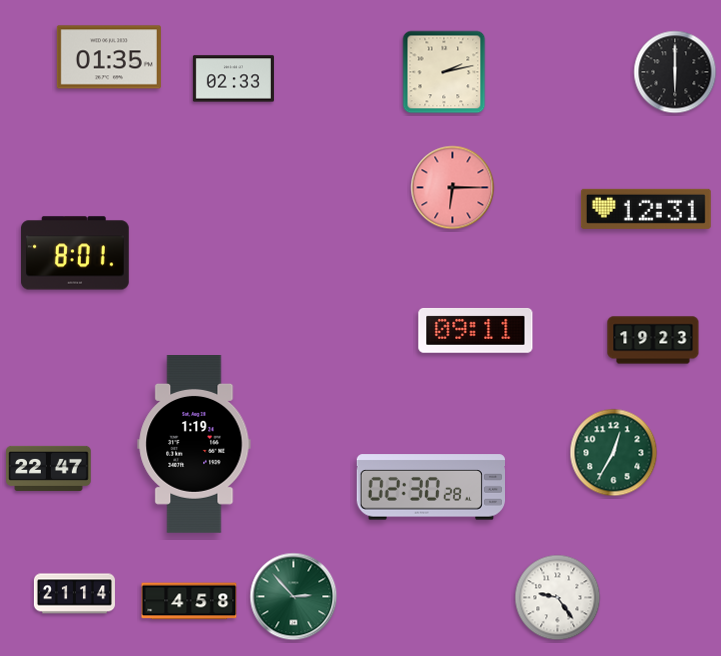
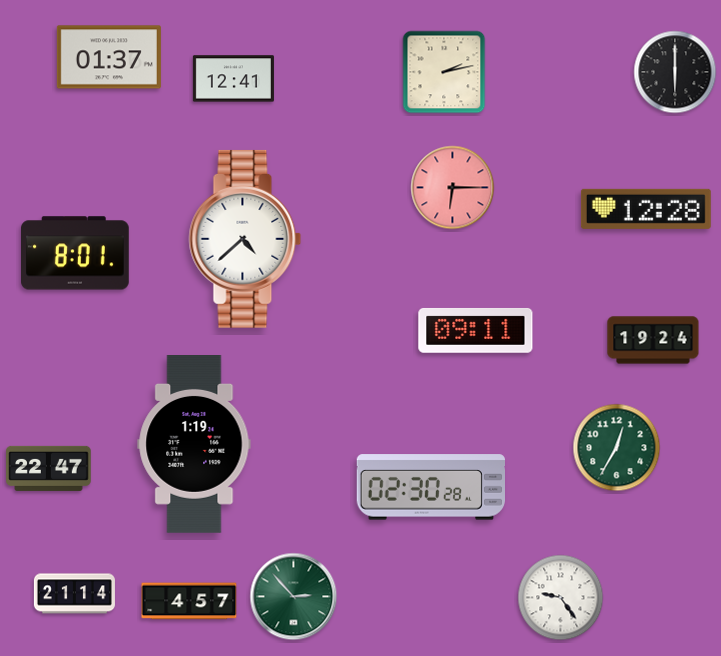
clock at (109, 57): 01:35 -> 01:37
clock at (233, 79): 02:33 -> 12:41
clock at (646, 209): 12:31 -> 12:28
clock at (245, 239): none -> 4:38
clock at (653, 340): 19:23 -> 19:24
clock at (614, 453) position: (614, 453) -> (617, 448)
clock at (558, 598) position: (558, 598) -> (561, 598)
clock at (189, 601): 4:58 -> 4:57
